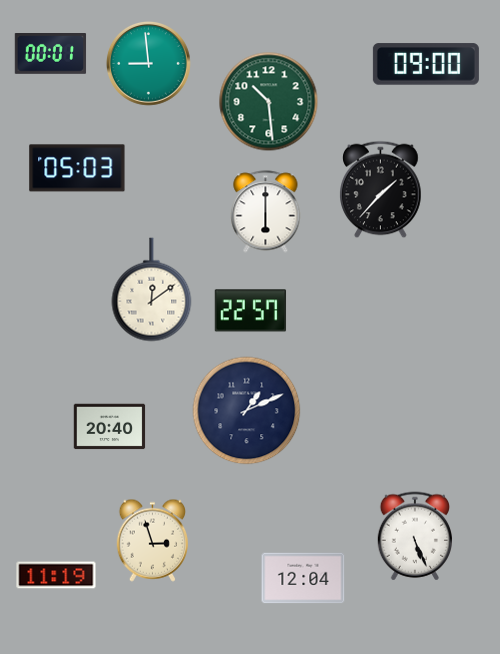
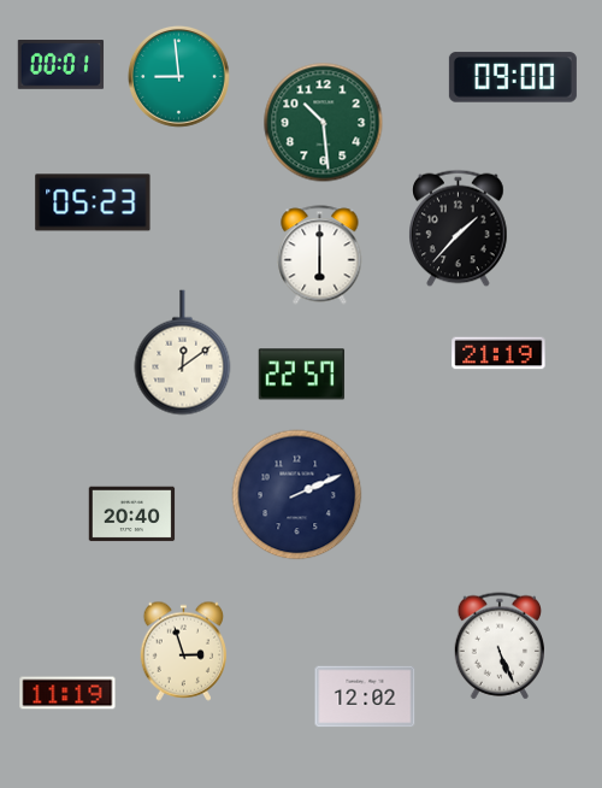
clock at (77, 168): 05:03 -> 05:23
clock at (152, 290) position: (152, 290) -> (183, 353)
clock at (498, 353): none -> 21:19
clock at (247, 411): 1:11 -> 2:11
clock at (303, 578): 12:04 -> 12:02
